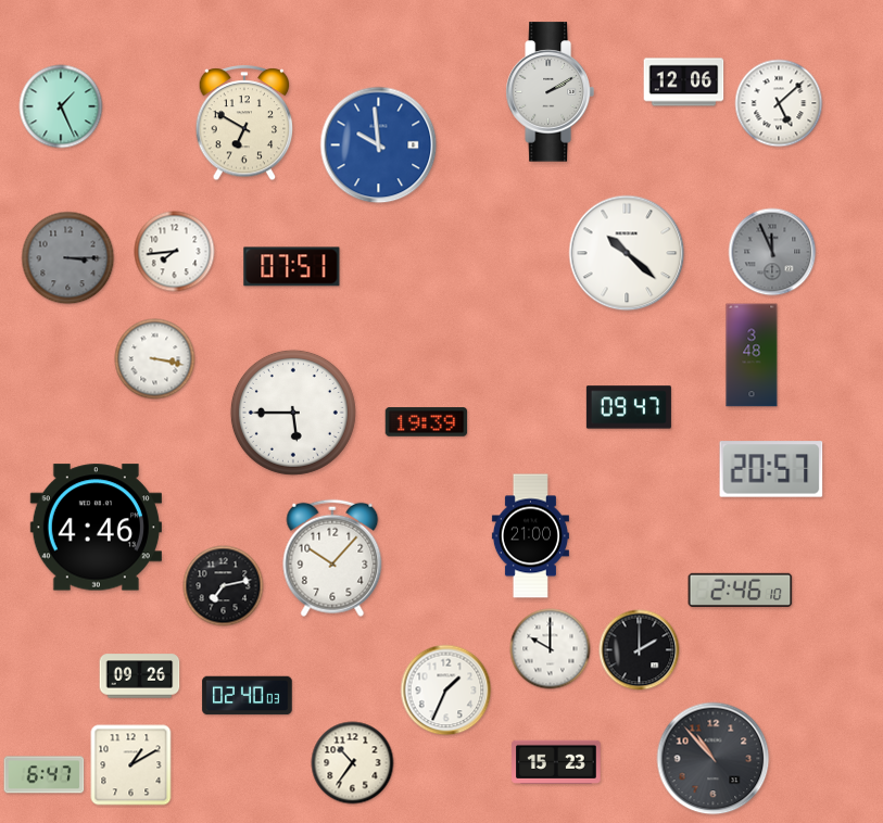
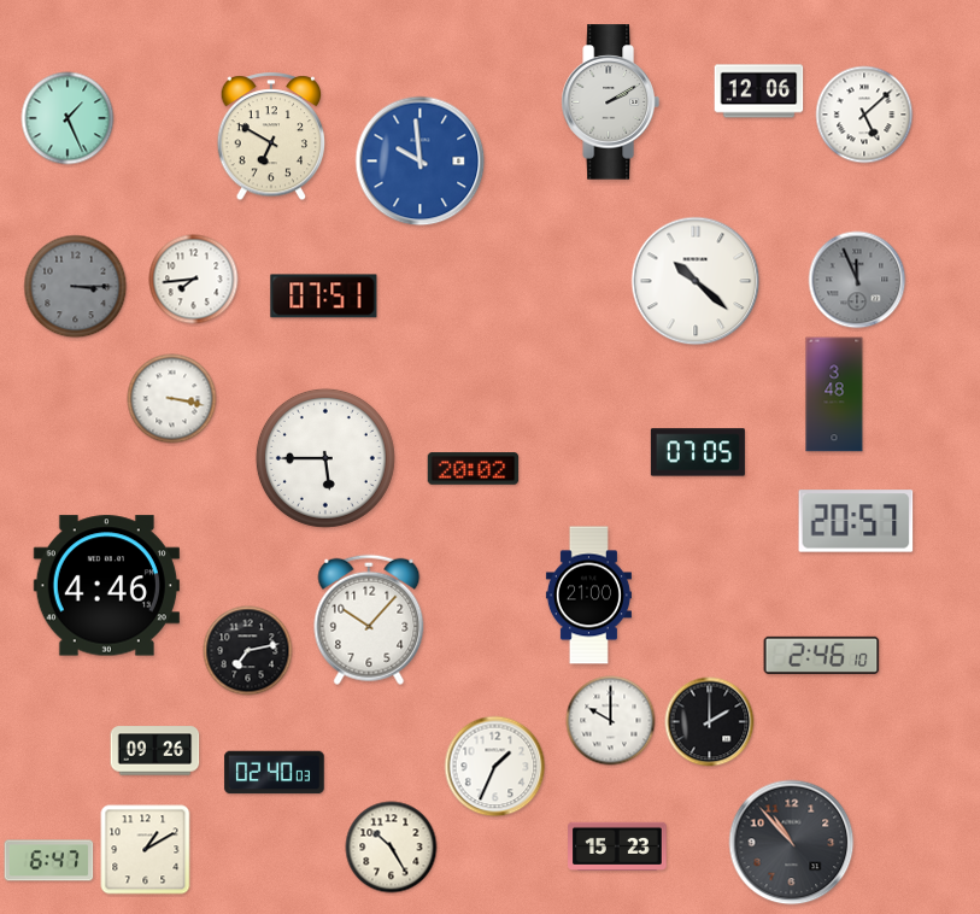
clock at (629, 407): 09:47 -> 07:05
clock at (427, 422): 19:39 -> 20:02
clock at (353, 763): 10:36 -> 10:25
